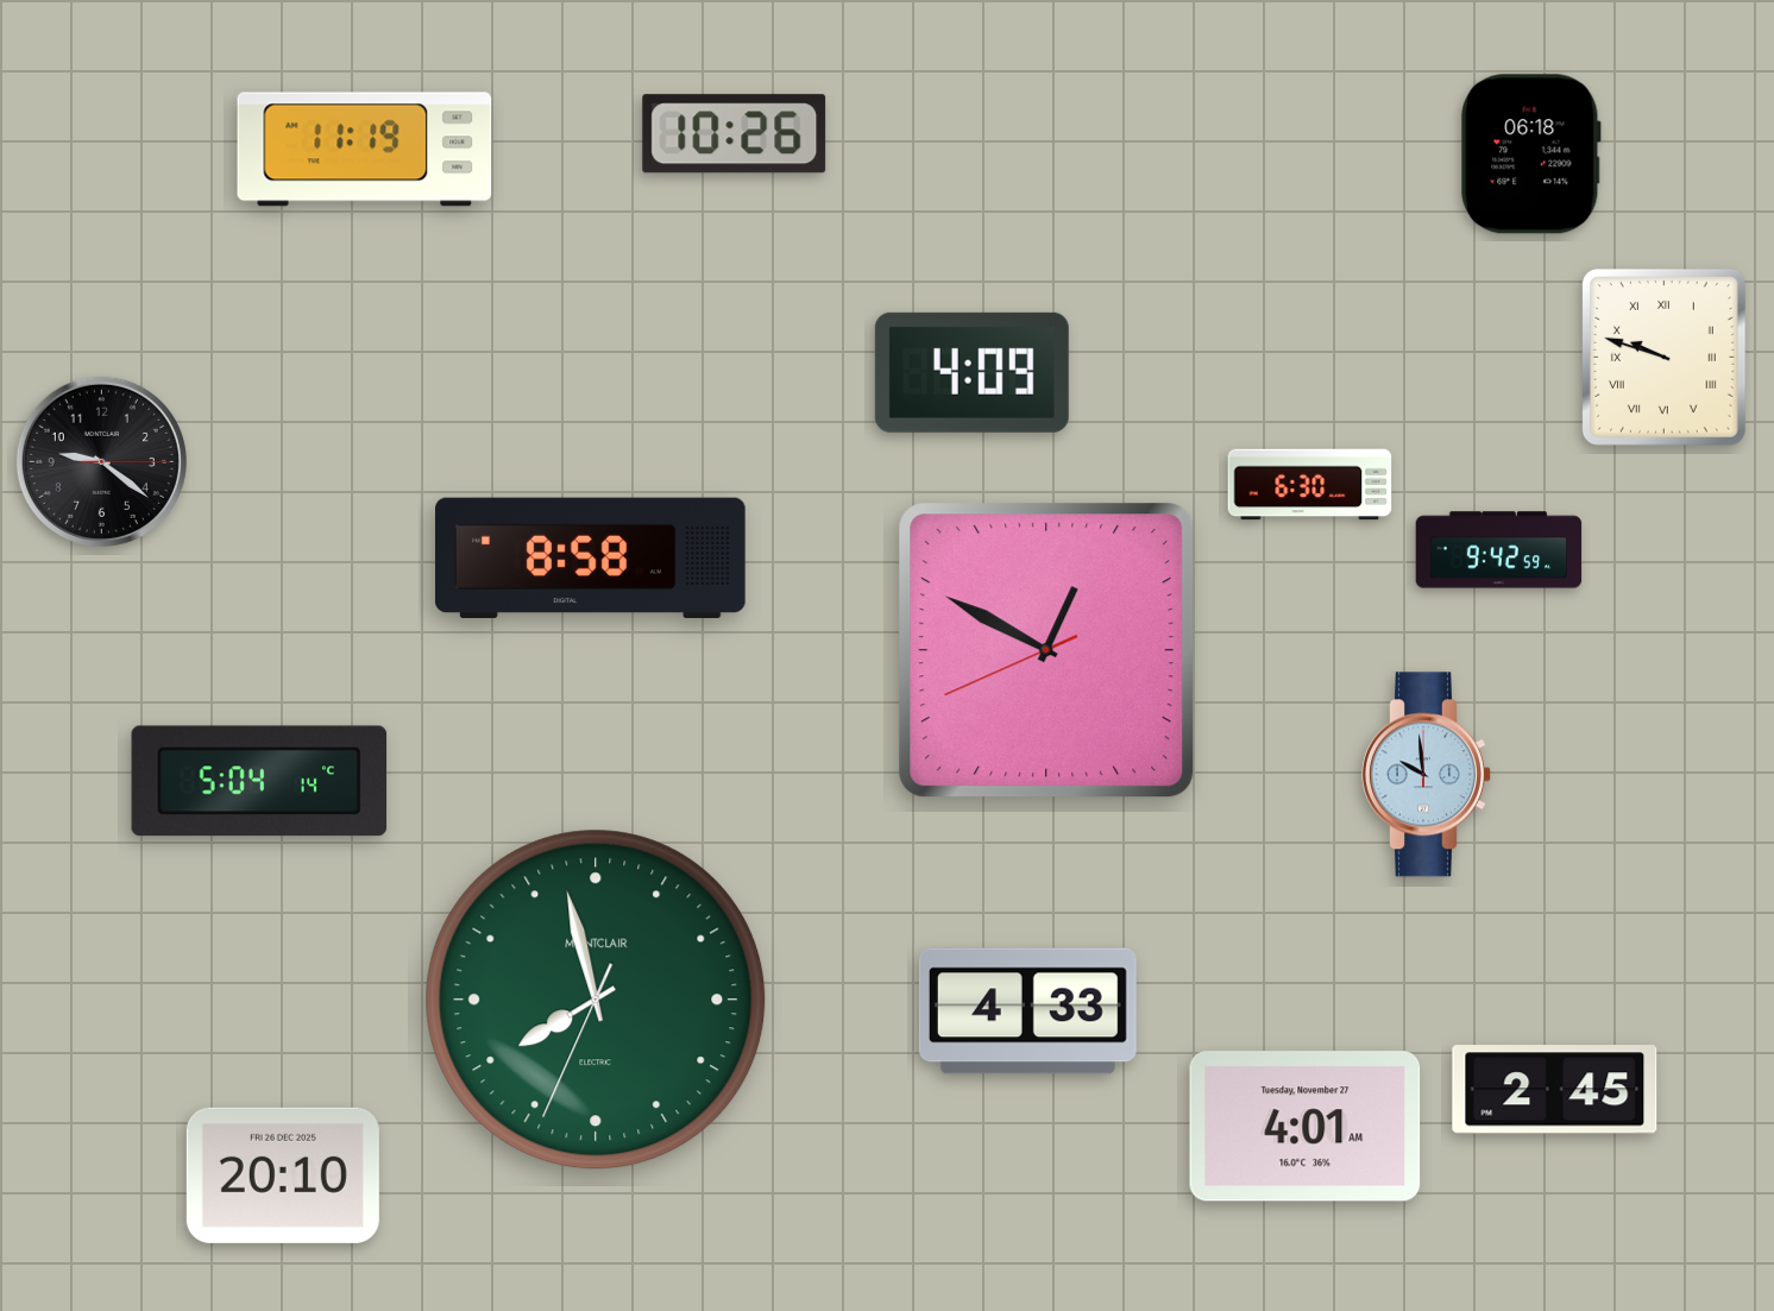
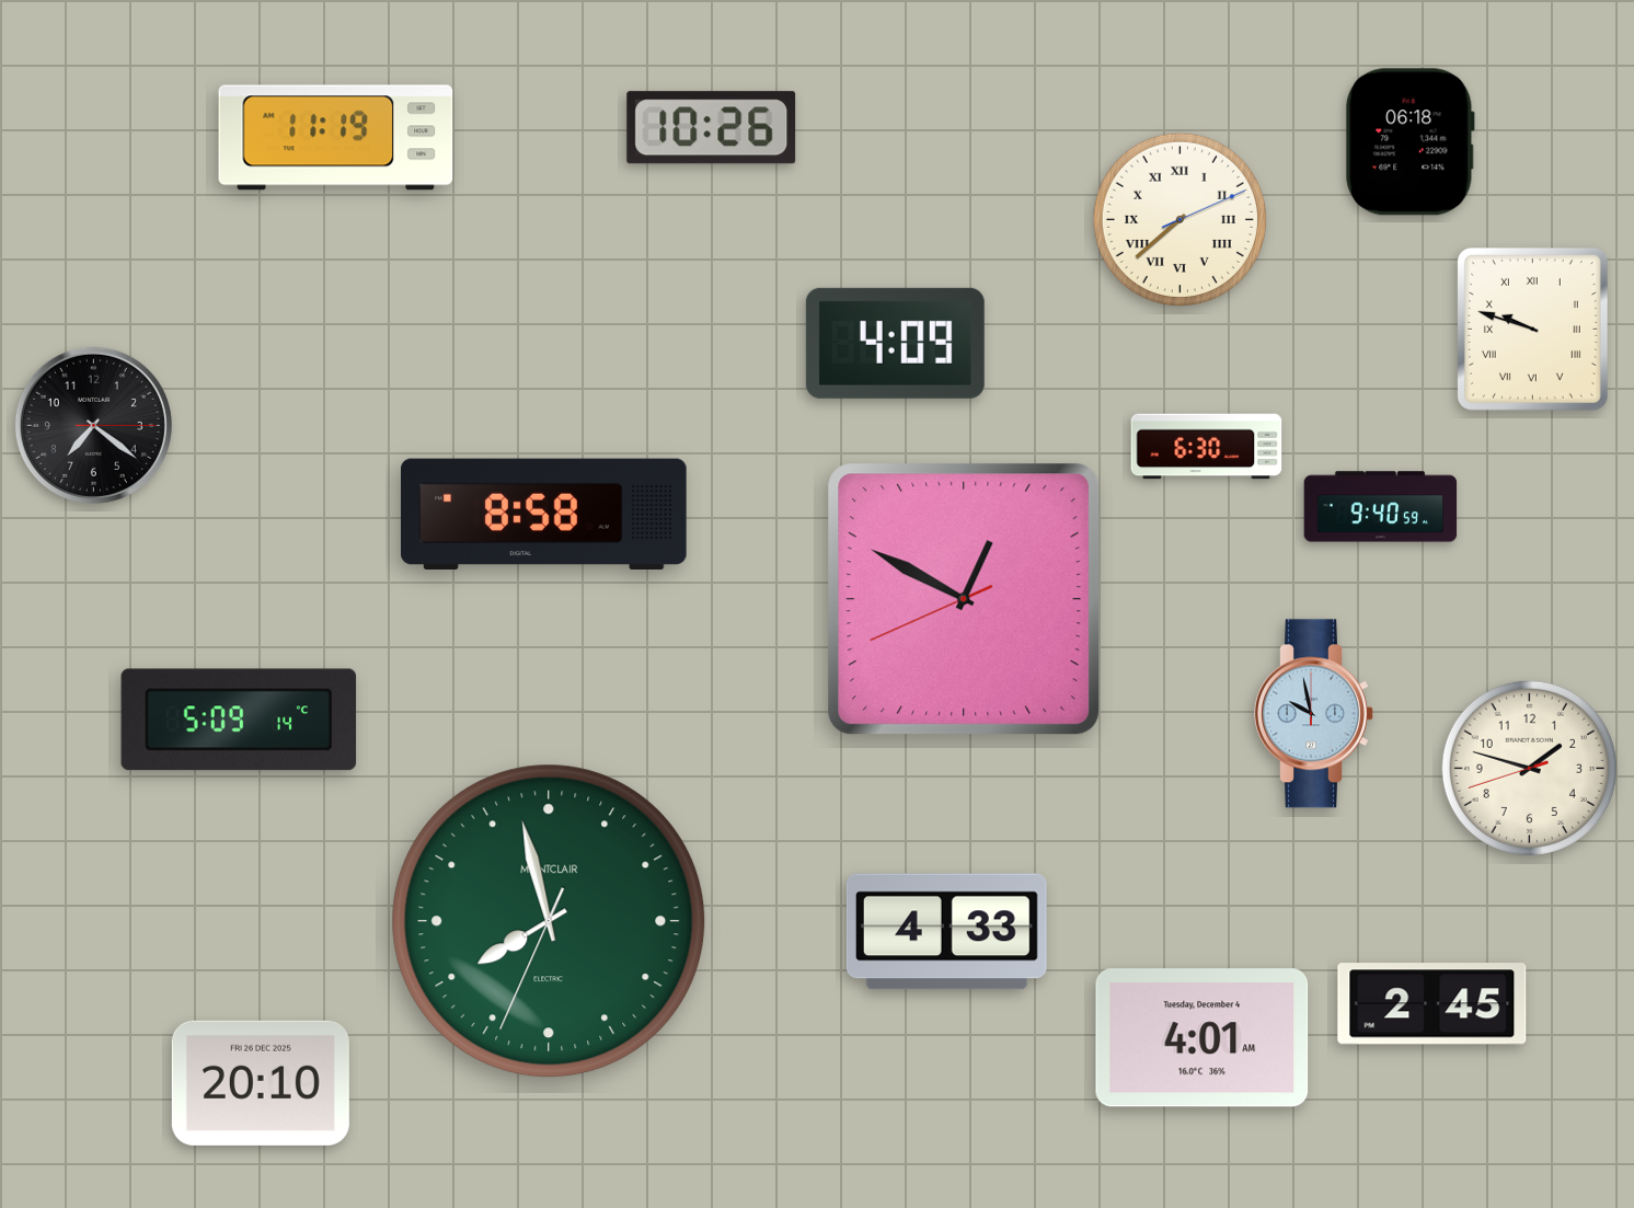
clock at (735, 134) position: (735, 134) -> (712, 128)
clock at (1180, 219): none -> 7:38
clock at (101, 461): 9:21 -> 7:21
clock at (1499, 550): 9:42 -> 9:40
clock at (1427, 775): 9:59 -> 9:58
clock at (259, 781): 5:04 -> 5:09
clock at (1529, 768): none -> 1:47
clock at (1306, 1127) date: Tuesday, November 27 -> Tuesday, December 4
